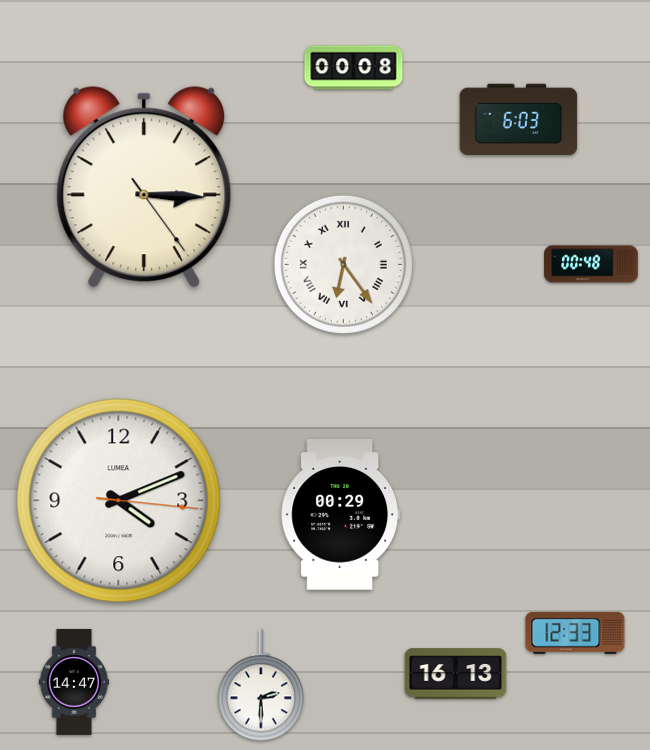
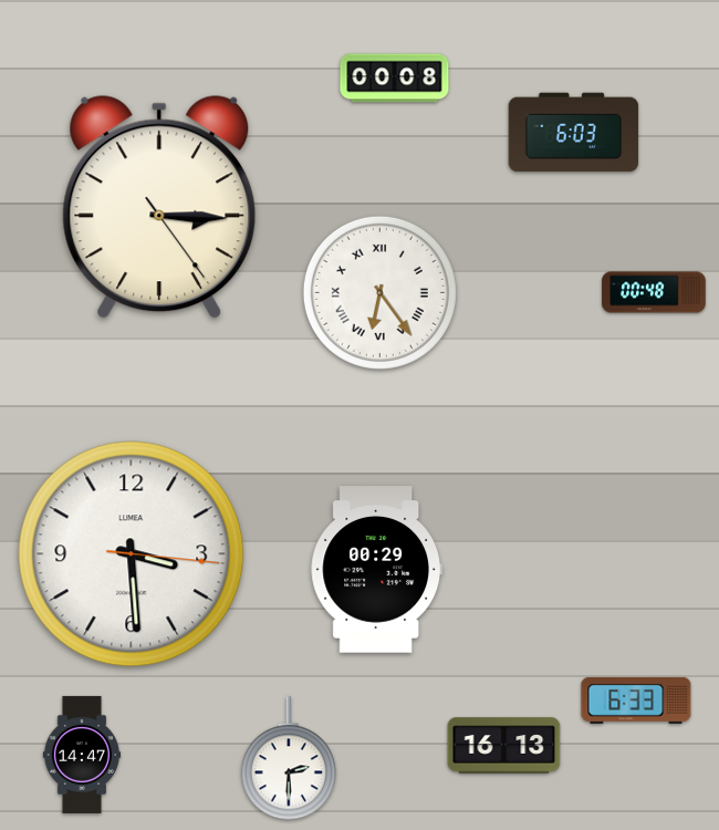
clock at (354, 68) position: (354, 68) -> (395, 79)
clock at (119, 501): 4:11 -> 3:29
clock at (575, 633): 12:33 -> 6:33
